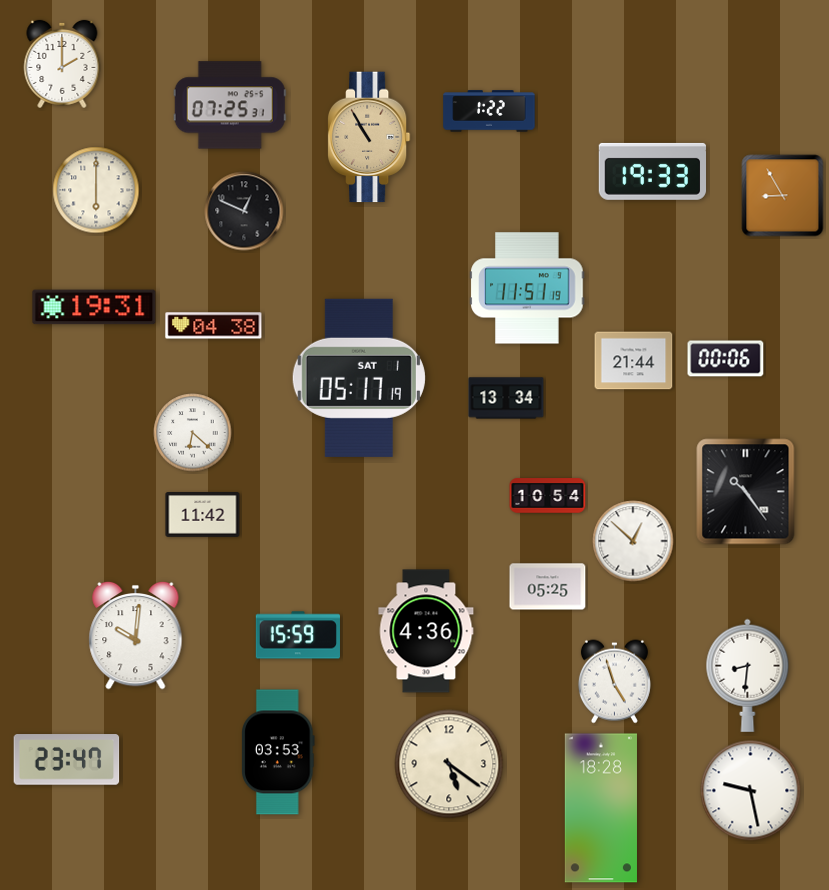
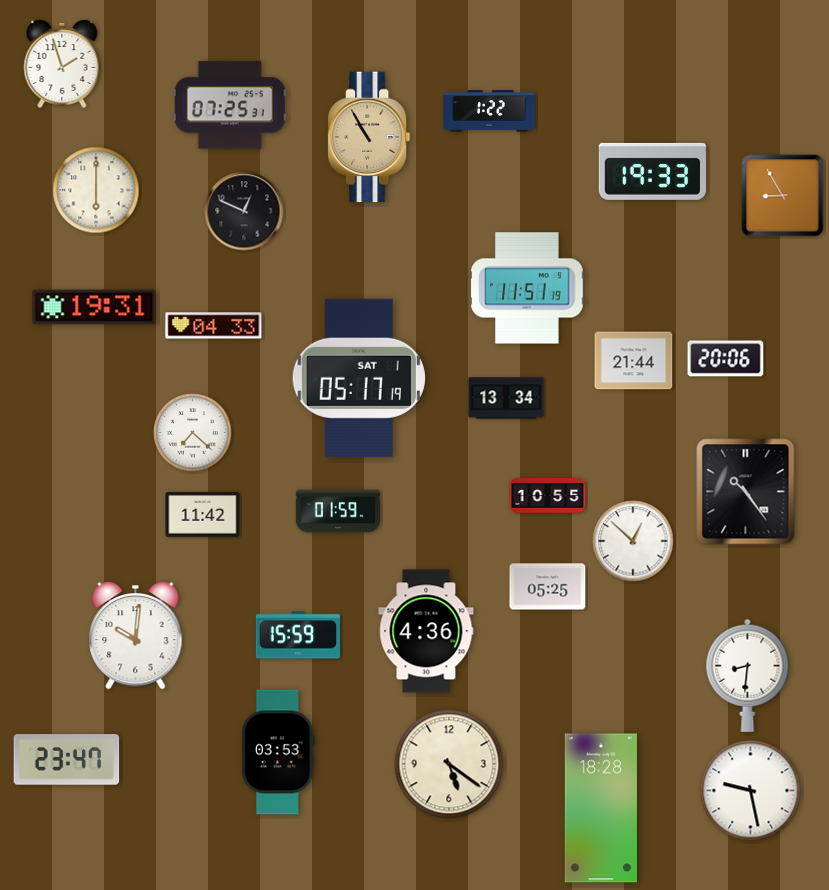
clock at (62, 64): 2:00 -> 1:57
clock at (214, 326): 04:38 -> 04:33
clock at (726, 359): 00:06 -> 20:06
clock at (193, 433): 6:22 -> 7:22
clock at (548, 496): 10:54 -> 10:55
clock at (337, 511): none -> 01:59
clock at (614, 682): 4:57 -> none
